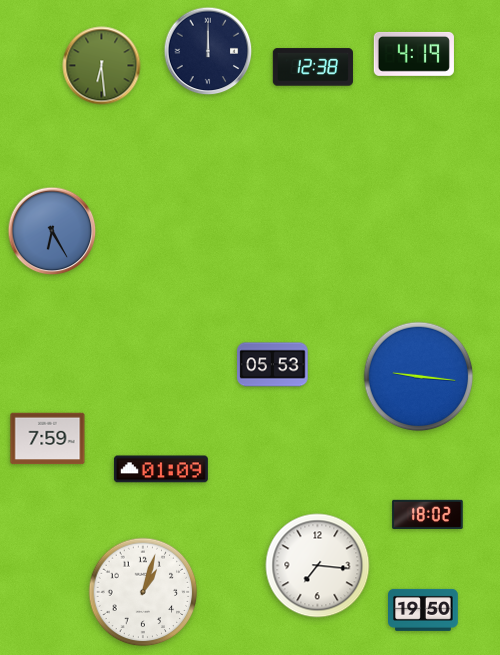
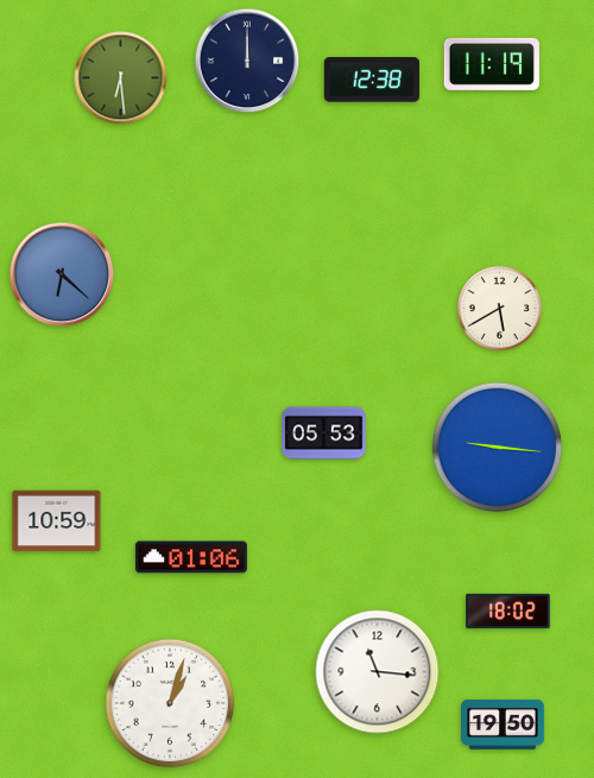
clock at (414, 54): 4:19 -> 11:19
clock at (52, 231): 6:25 -> 6:22
clock at (499, 308): none -> 5:40
clock at (48, 439): 7:59 -> 10:59
clock at (161, 469): 01:09 -> 01:06
clock at (318, 566): 7:16 -> 11:16
